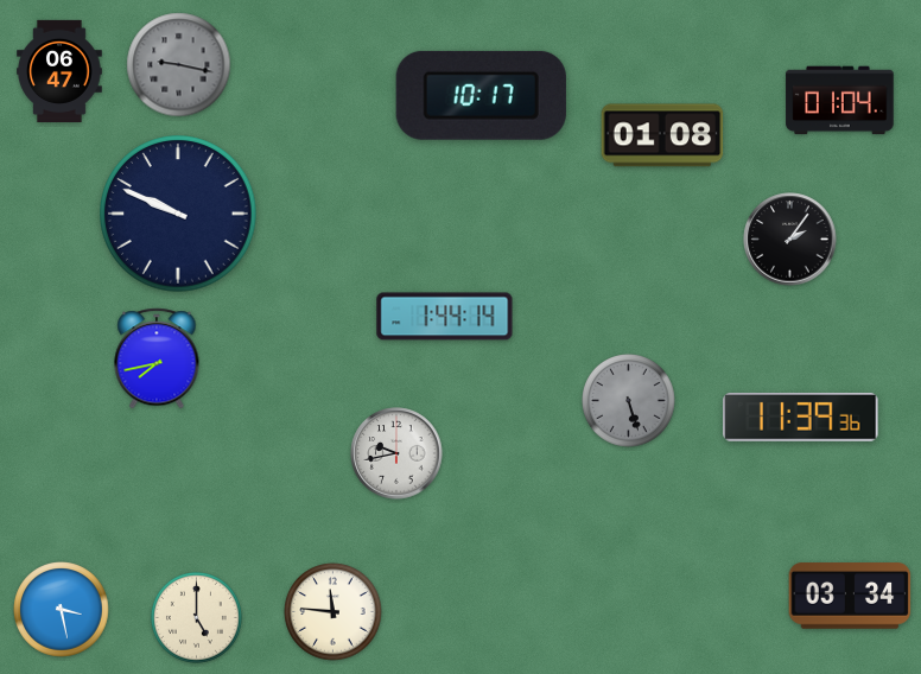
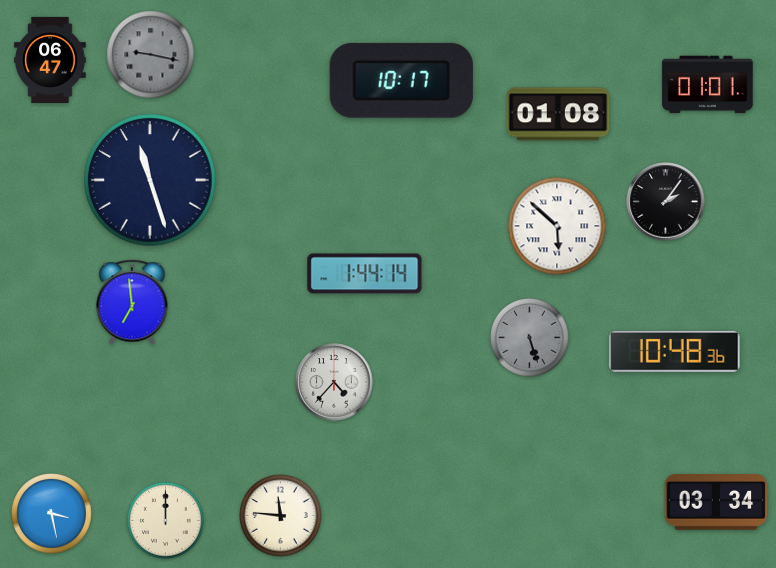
clock at (481, 95) position: (481, 95) -> (401, 80)
clock at (840, 101): 01:04 -> 01:01
clock at (178, 214): 9:49 -> 11:27
clock at (557, 226): none -> 5:52
clock at (445, 317) position: (445, 317) -> (365, 274)
clock at (157, 358): 7:43 -> 6:59
clock at (801, 417): 11:39 -> 10:48
clock at (396, 453): 9:43 -> 4:37
clock at (196, 617): 5:00 -> 12:00
